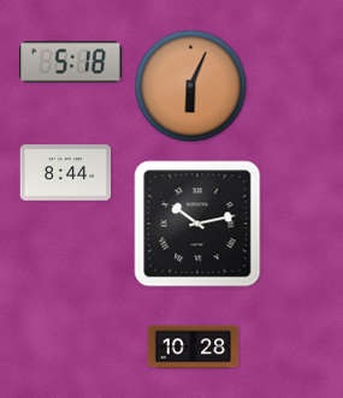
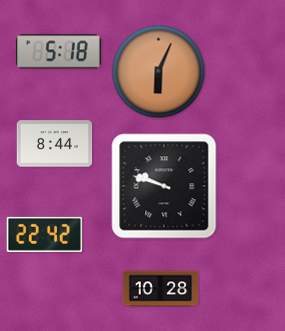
clock at (197, 224): 10:13 -> 9:48
clock at (45, 234): none -> 22:42
